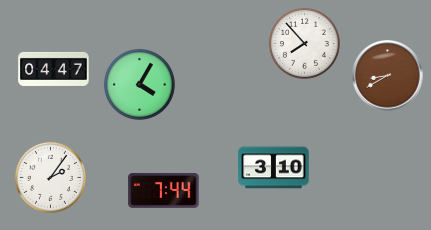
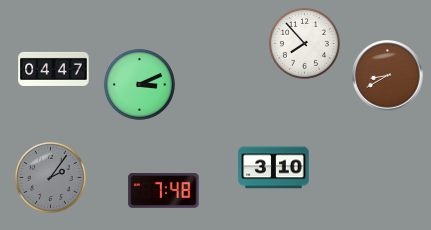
clock at (139, 84): 4:05 -> 3:11
clock at (50, 177) dial: white -> grey
clock at (164, 191): 7:44 -> 7:48
